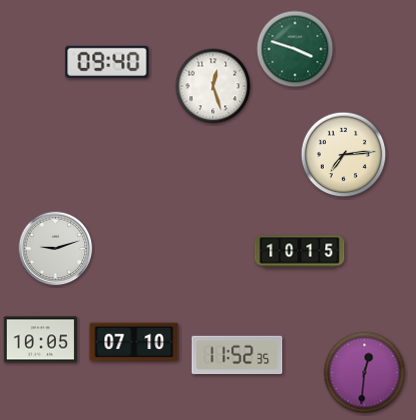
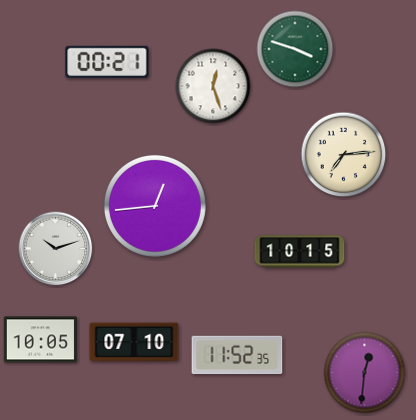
clock at (107, 62): 09:40 -> 00:21
clock at (155, 206): none -> 12:44
clock at (56, 249): 9:12 -> 10:12
